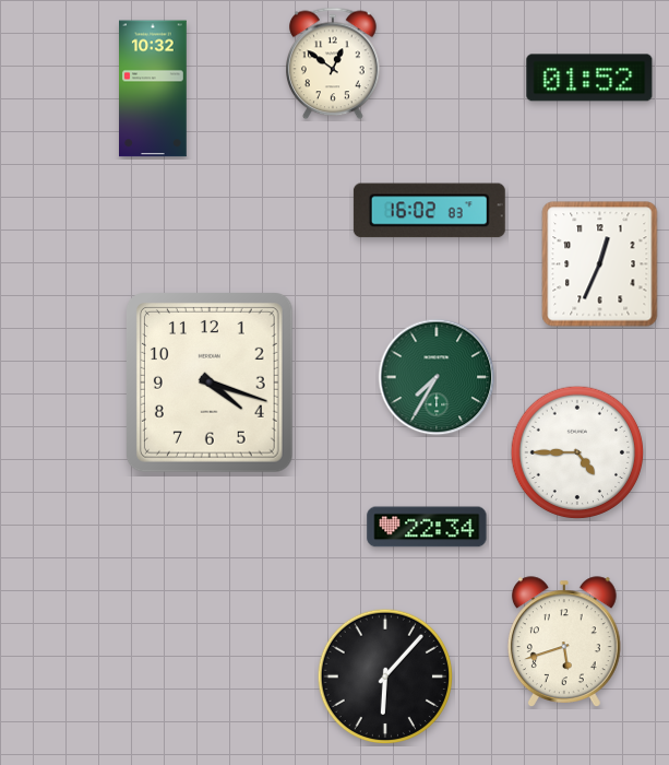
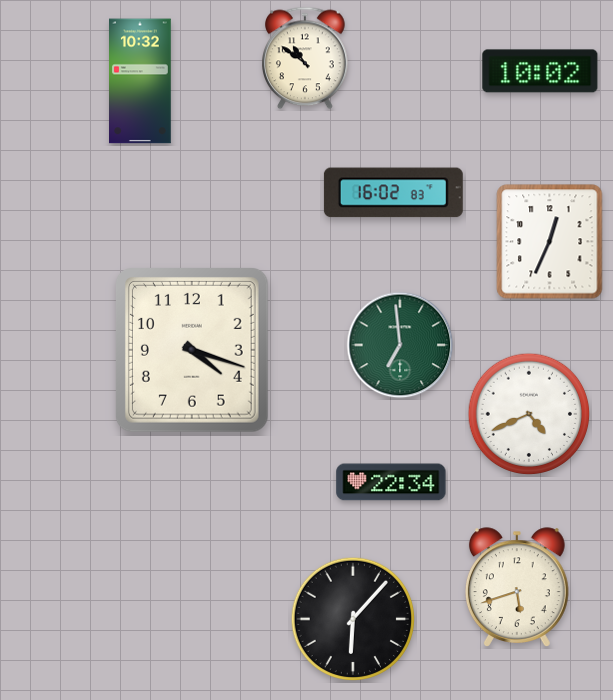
clock at (334, 63): 12:51 -> 10:51
clock at (589, 78): 01:52 -> 10:02
clock at (437, 377): 7:35 -> 6:59
clock at (577, 452): 4:45 -> 4:41
